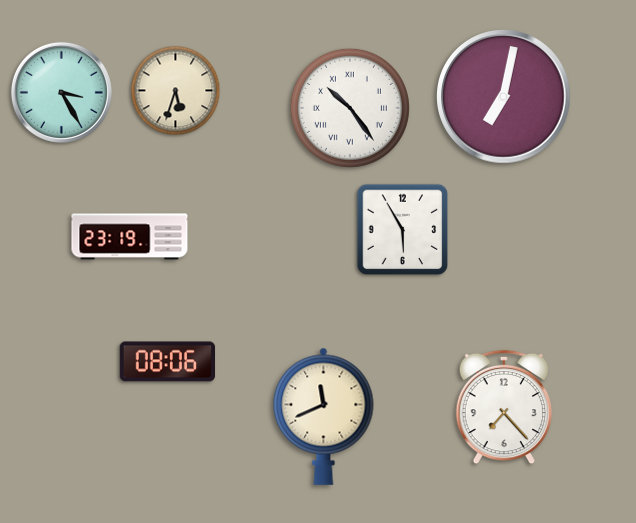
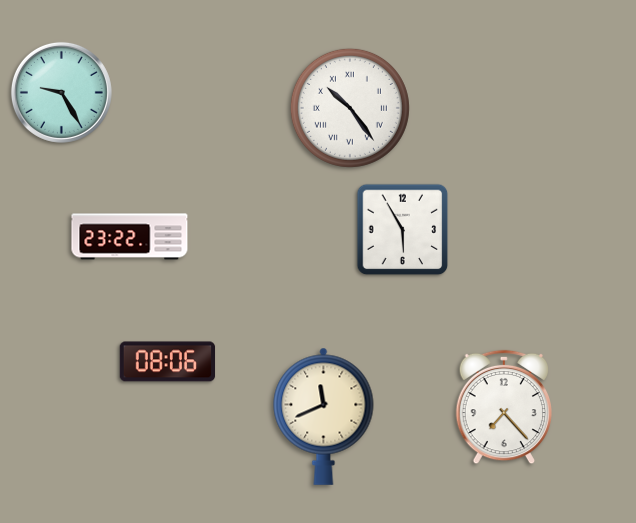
clock at (176, 91): 5:33 -> none
clock at (61, 92): 3:25 -> 9:25
clock at (504, 97): 7:02 -> none
clock at (130, 237): 23:19 -> 23:22
